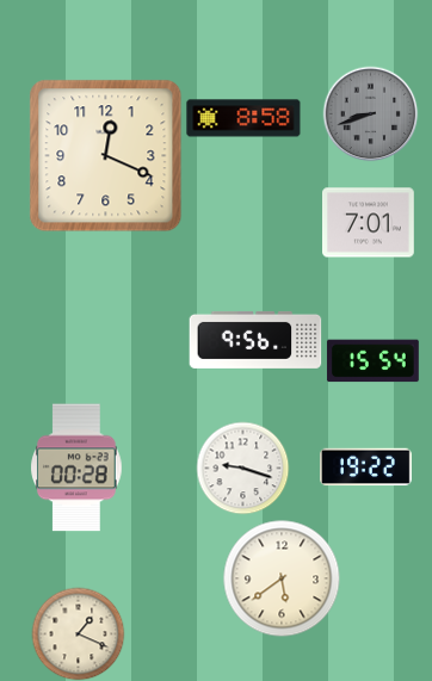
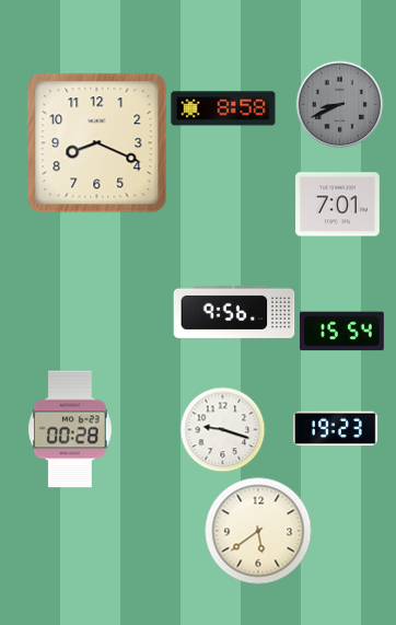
clock at (370, 113): 8:42 -> 8:41
clock at (106, 156): 12:19 -> 8:19
clock at (366, 468): 19:22 -> 19:23
clock at (78, 633): 1:19 -> none
